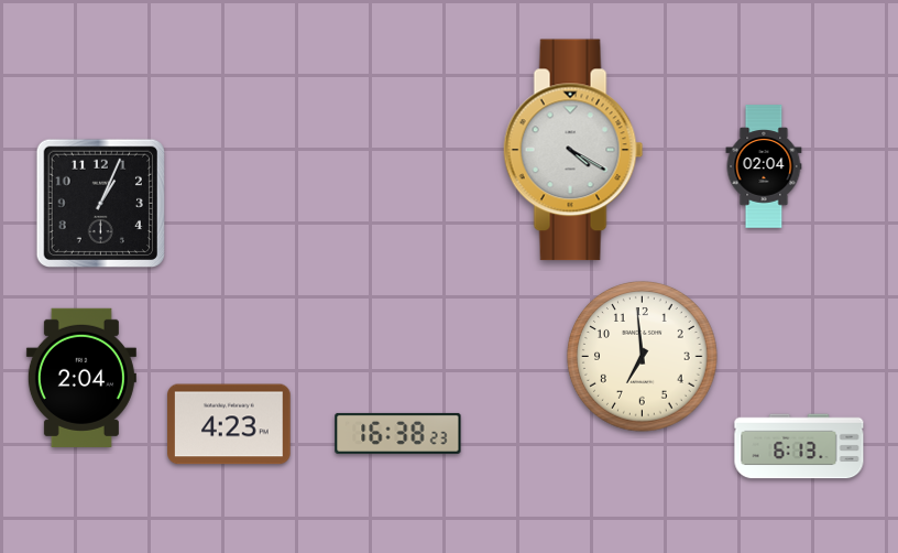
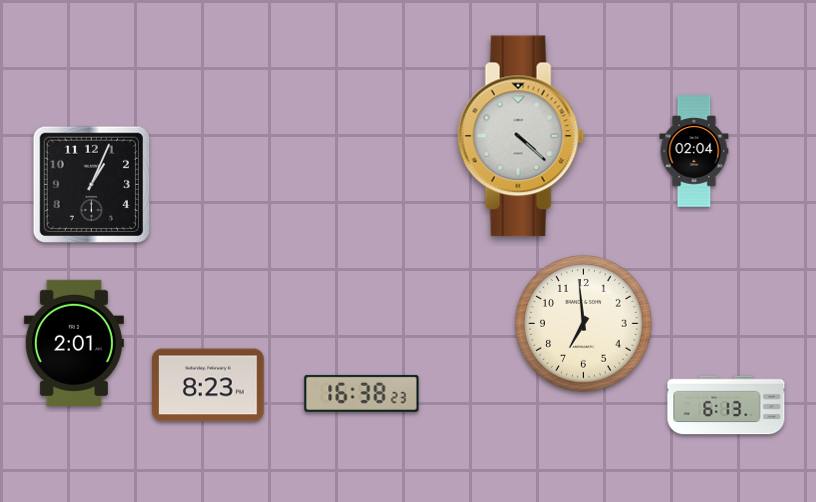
clock at (573, 150): 4:20 -> 4:22
clock at (81, 378): 2:04 -> 2:01
clock at (229, 424): 4:23 -> 8:23
